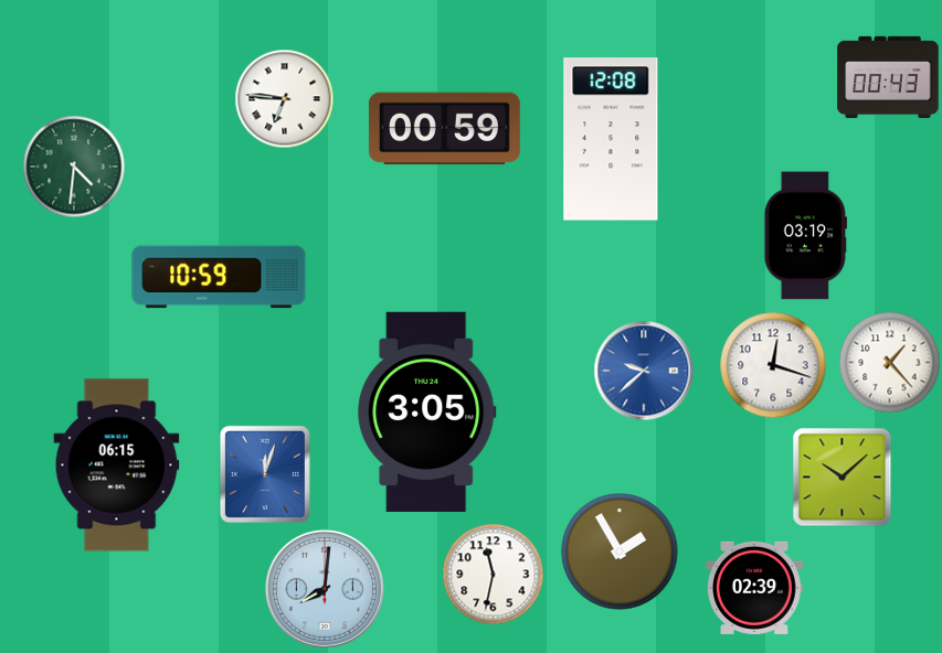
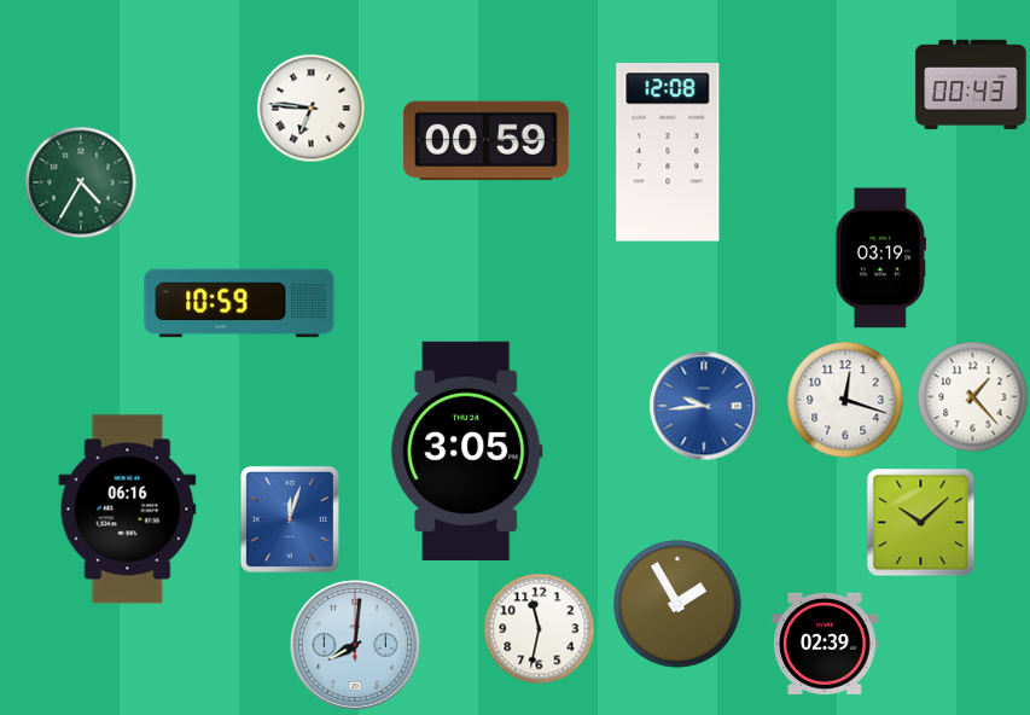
clock at (74, 167): 4:31 -> 4:35
clock at (644, 371): 9:38 -> 9:44
clock at (117, 465): 06:15 -> 06:16
